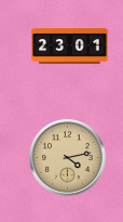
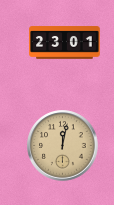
clock at (68, 158): 4:13 -> 12:02
